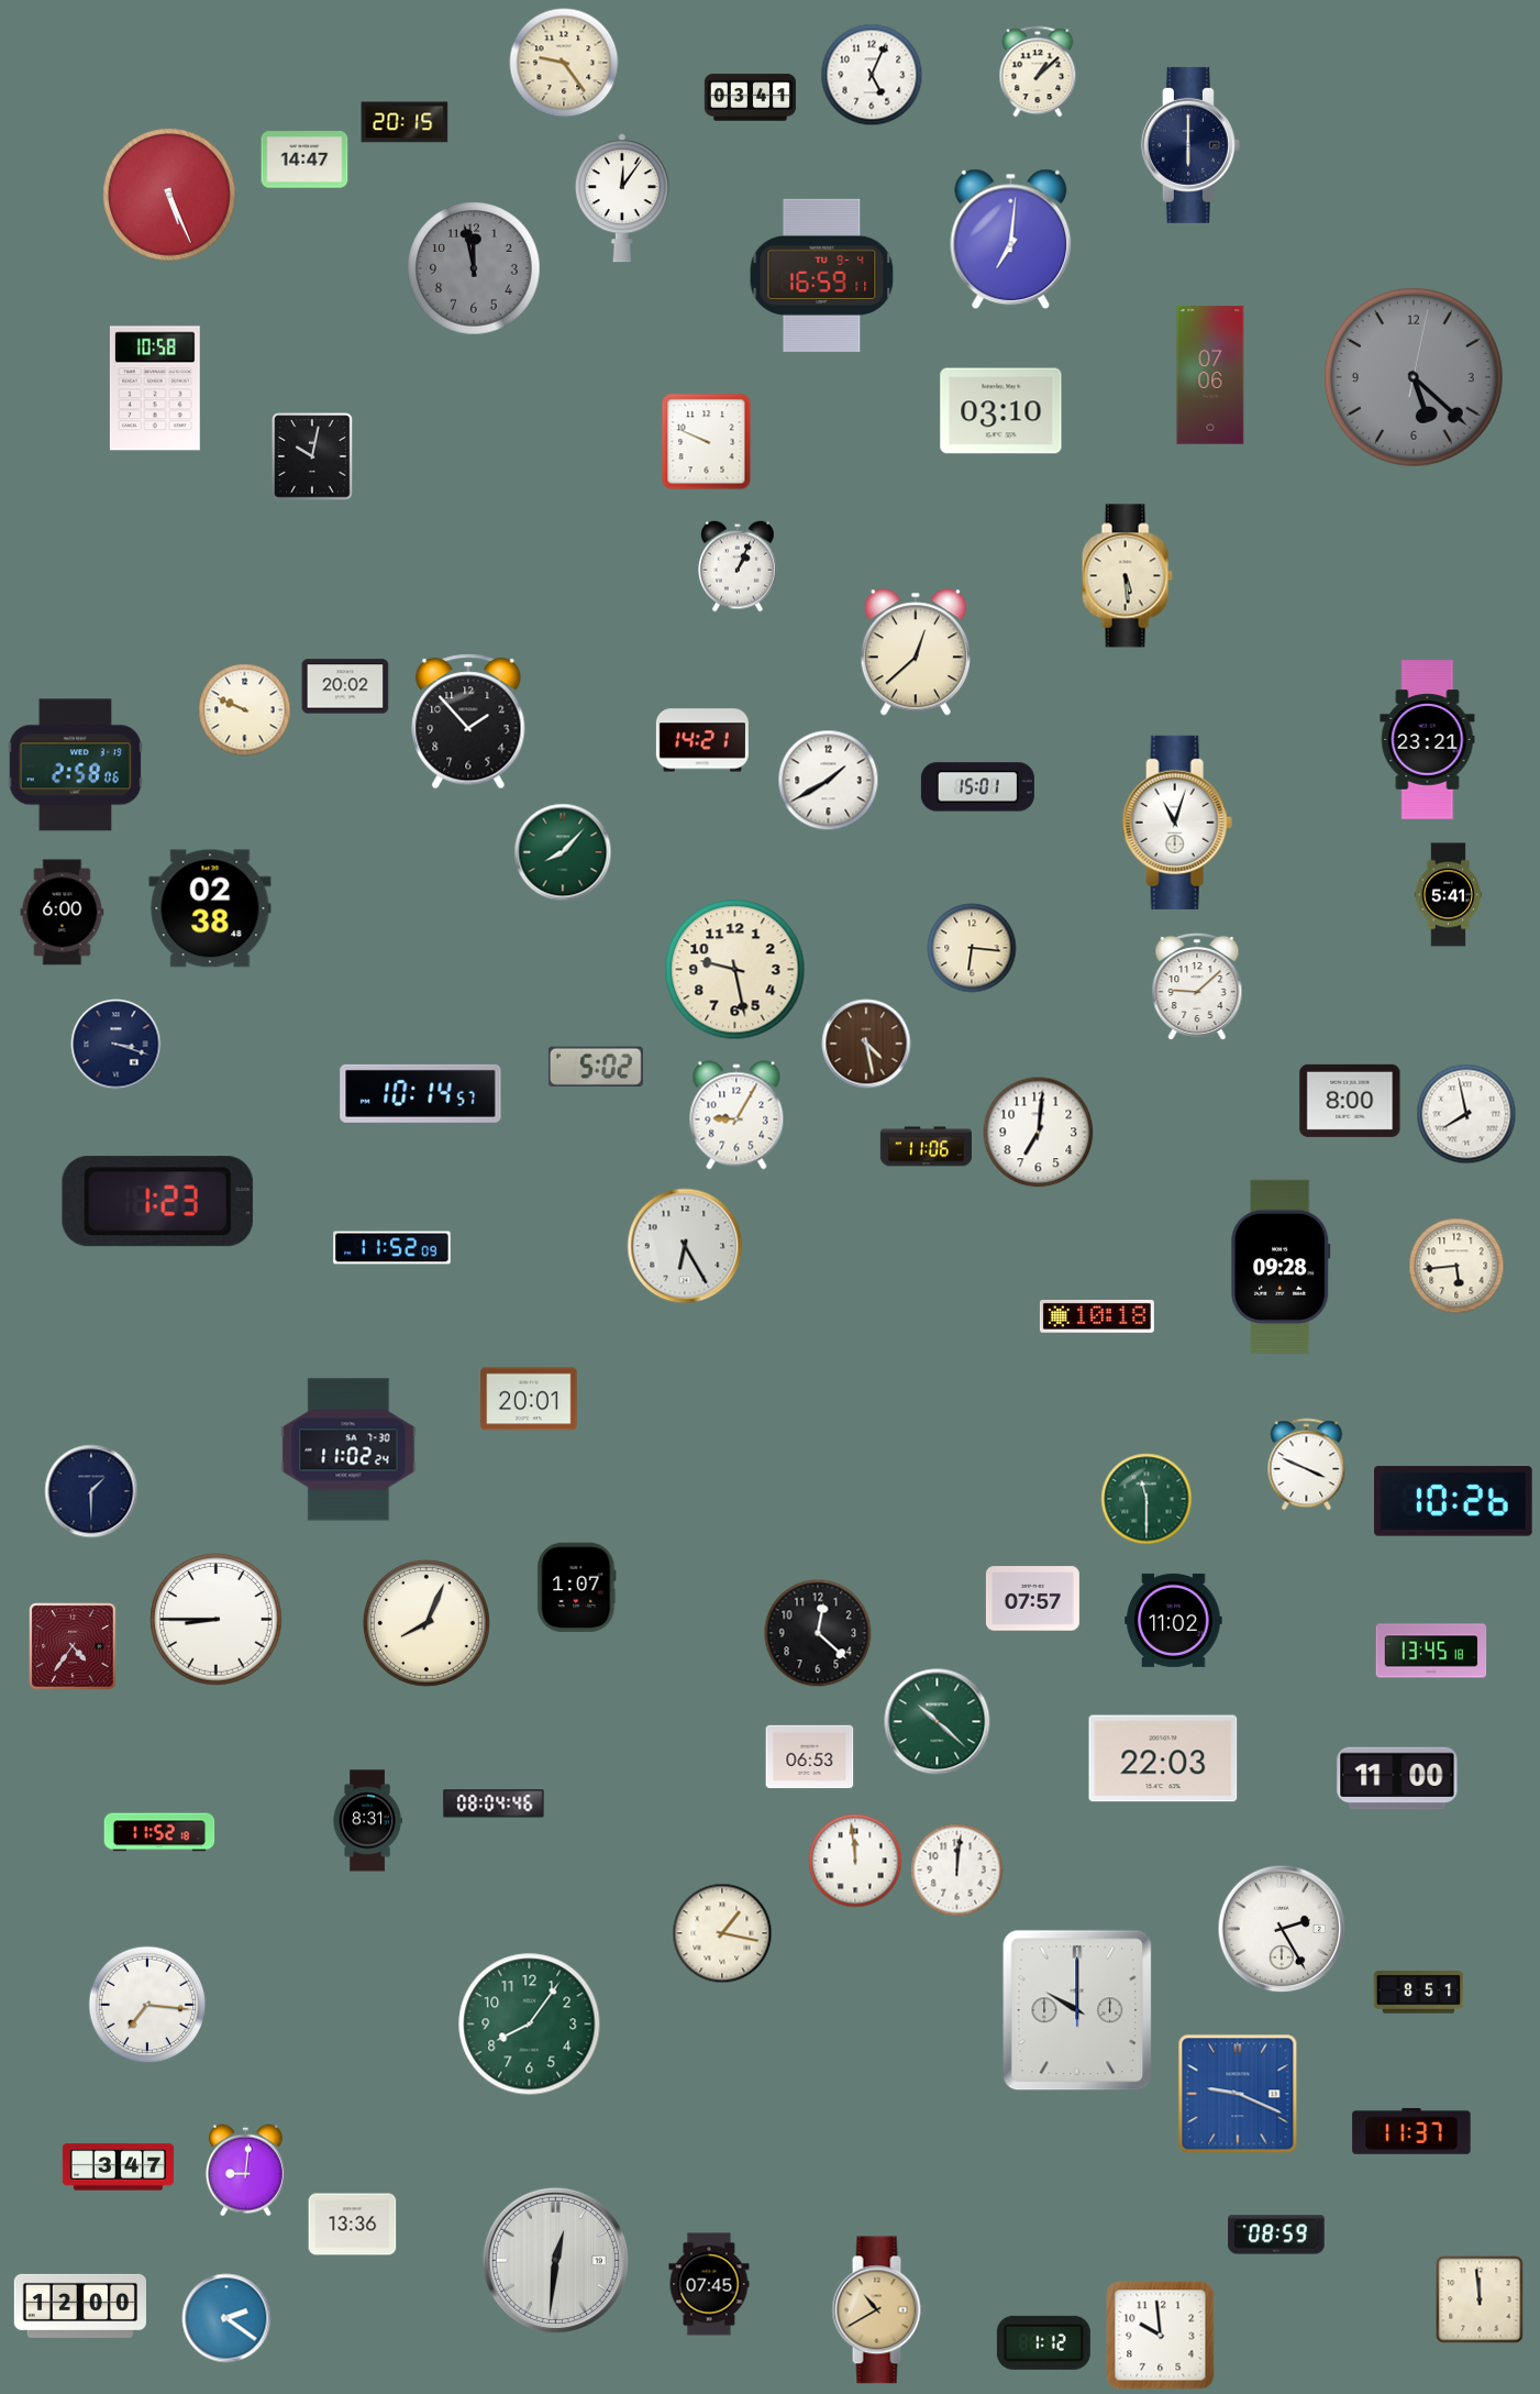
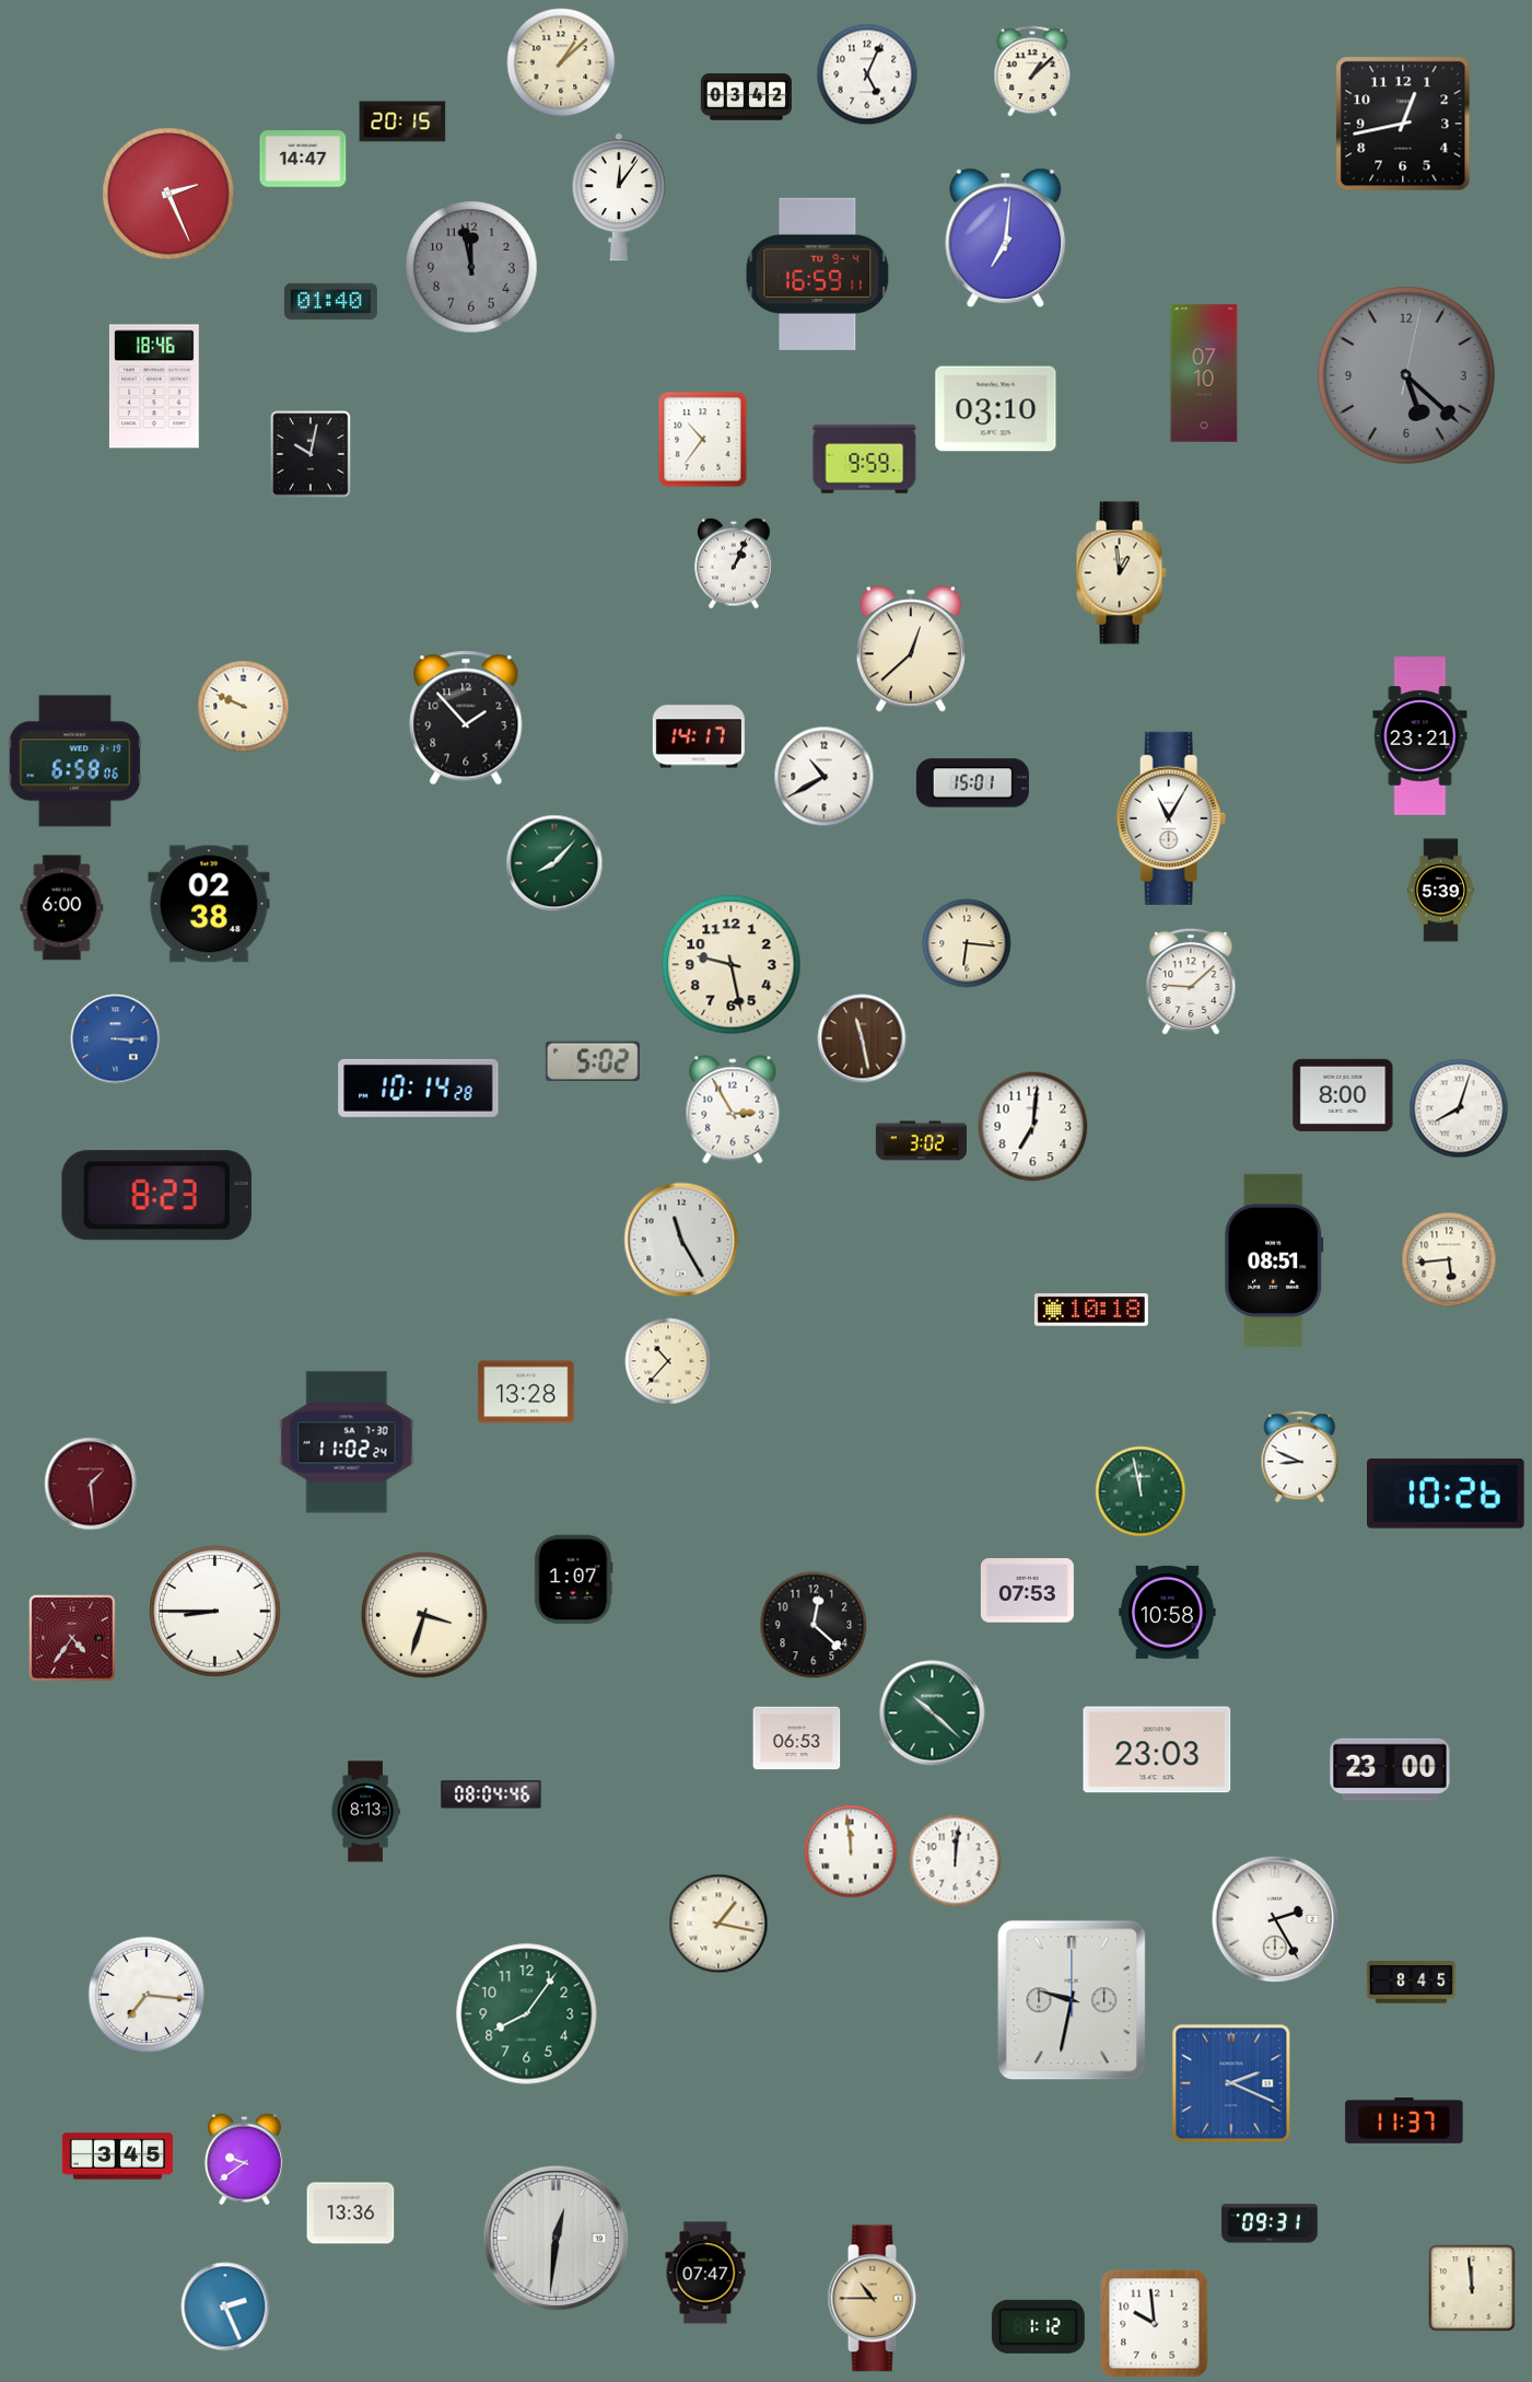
clock at (564, 63): 9:24 -> 1:08
clock at (750, 98): 03:41 -> 03:42
clock at (1403, 124): none -> 12:43
clock at (1190, 145): 6:00 -> none
clock at (169, 195): 5:26 -> 2:26
clock at (330, 302): none -> 01:40
clock at (1210, 375): 07:06 -> 07:10
clock at (155, 388): 10:58 -> 18:46
clock at (707, 442): 9:49 -> 10:36
clock at (865, 460): none -> 9:59
clock at (1127, 576): 5:29 -> 12:59
clock at (345, 686): 20:02 -> none
clock at (702, 740): 14:21 -> 14:17
clock at (76, 765): 2:58 -> 6:58
clock at (829, 781): 1:40 -> 10:40
clock at (1177, 823): 11:03 -> 11:05
clock at (563, 852) position: (563, 852) -> (554, 863)
clock at (1449, 895): 5:41 -> 5:39
clock at (866, 1044): 4:28 -> 11:28
clock at (117, 1045): 3:18 -> 3:15
clock at (117, 1045) dial: navy -> blue
clock at (421, 1093): 10:14:57 -> 10:14:28
clock at (1466, 1114): 7:58 -> 8:03
clock at (736, 1115): 9:05 -> 2:55
clock at (926, 1147): 11:06 -> 3:02
clock at (157, 1202): 1:23 -> 8:23
clock at (685, 1246): 6:25 -> 11:25
clock at (392, 1248): 11:52 -> none
clock at (1281, 1267): 09:28 -> 08:51
clock at (668, 1361): none -> 10:37
clock at (529, 1399): 20:01 -> 13:28
clock at (1307, 1465): 3:49 -> 8:49
clock at (91, 1491): 1:30 -> 1:29
clock at (91, 1491) dial: navy -> burgundy
clock at (1146, 1499): 11:30 -> 11:58
clock at (1032, 1599): 07:57 -> 07:53
clock at (1174, 1620): 11:02 -> 10:58
clock at (426, 1623): 8:04 -> 3:33
clock at (1431, 1651): 13:45 -> none
clock at (810, 1757) position: (810, 1757) -> (797, 1739)
clock at (1163, 1758): 22:03 -> 23:03
clock at (1397, 1778): 11:00 -> 23:00
clock at (367, 1821): 8:31 -> 8:13
clock at (159, 1832): 11:52 -> none
clock at (957, 1871) position: (957, 1871) -> (956, 1861)
clock at (1419, 1993): 8:51 -> 8:45
clock at (1077, 2010): 10:00 -> 9:32
clock at (1238, 2094): 9:19 -> 2:19
clock at (118, 2167): 3:47 -> 3:45
clock at (245, 2171): 9:01 -> 9:39
clock at (1276, 2235): 08:59 -> 09:31
clock at (555, 2260) position: (555, 2260) -> (556, 2238)
clock at (709, 2284): 07:45 -> 07:47
clock at (80, 2306): 12:00 -> none
clock at (878, 2310): 10:40 -> 10:45
clock at (226, 2318): 2:21 -> 2:26
clock at (1043, 2342) position: (1043, 2342) -> (1038, 2326)
